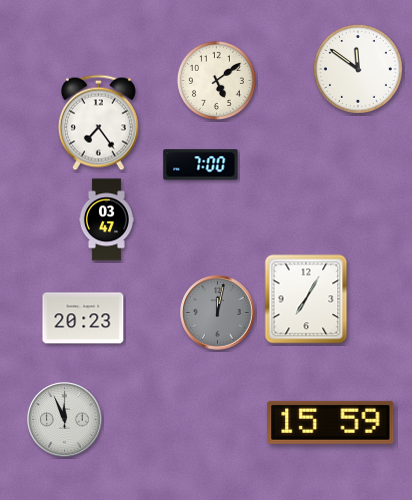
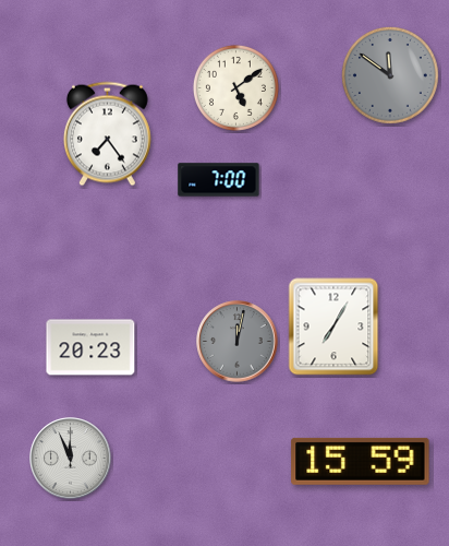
clock at (358, 69) dial: white -> grey
clock at (106, 220): 03:47 -> none
